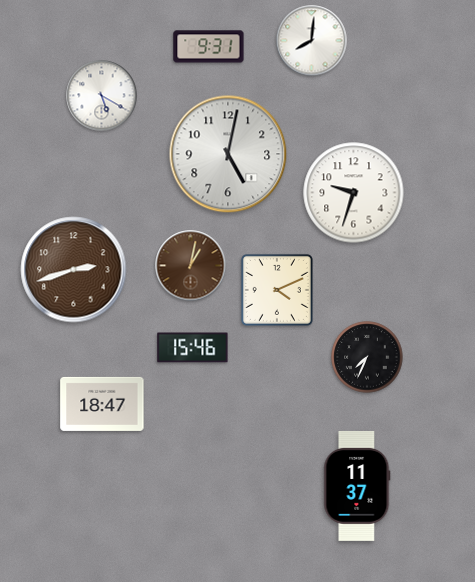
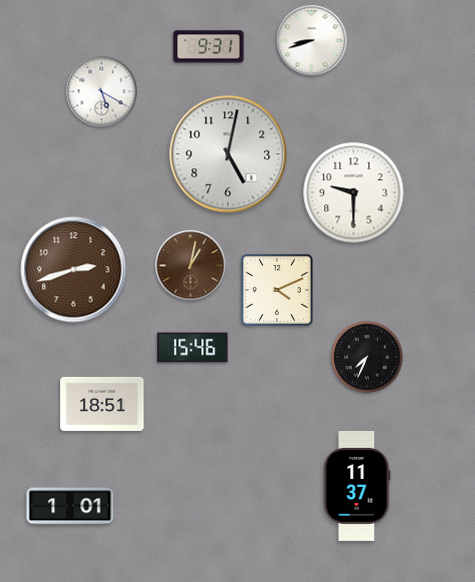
clock at (312, 41): 8:01 -> 8:42
clock at (102, 96) position: (102, 96) -> (102, 92)
clock at (354, 193): 9:33 -> 9:30
clock at (102, 404): 18:47 -> 18:51
clock at (70, 506): none -> 1:01
